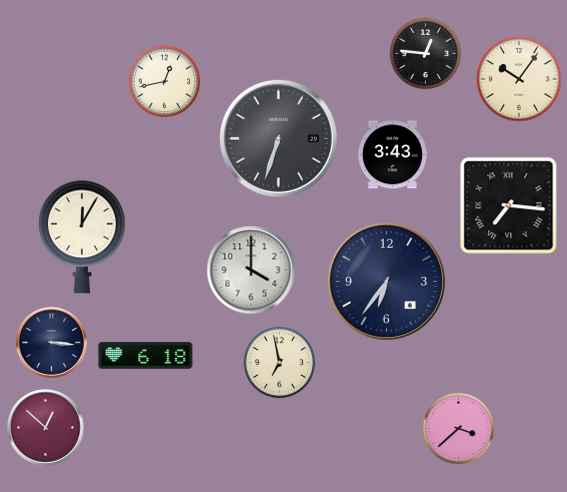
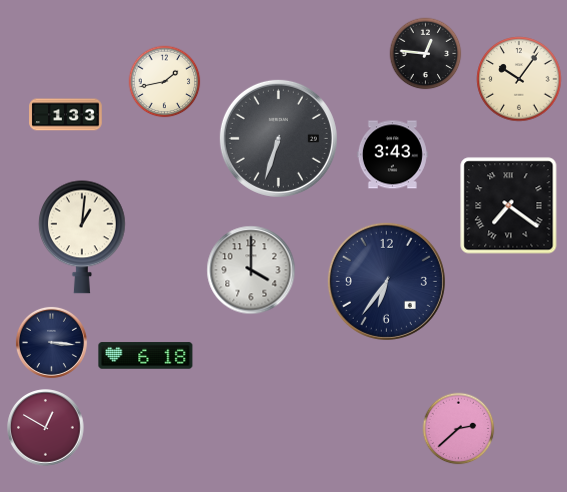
clock at (165, 82): 12:43 -> 1:43
clock at (66, 115): none -> 1:33
clock at (509, 206): 7:16 -> 7:21
clock at (83, 237): 12:05 -> 1:01
clock at (280, 363): 6:58 -> none
clock at (46, 428): 12:52 -> 12:50
clock at (459, 429): 3:38 -> 2:38
